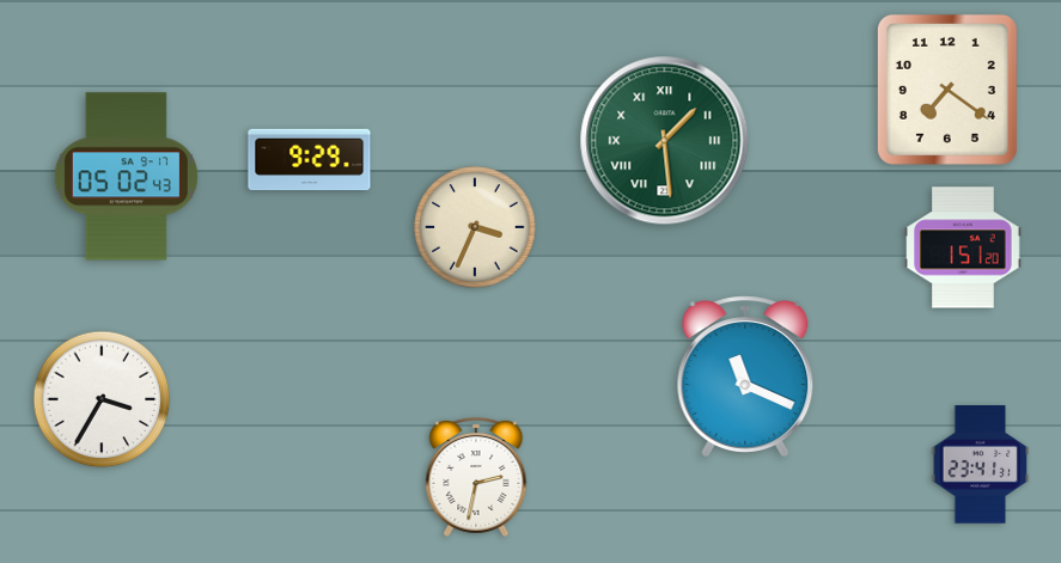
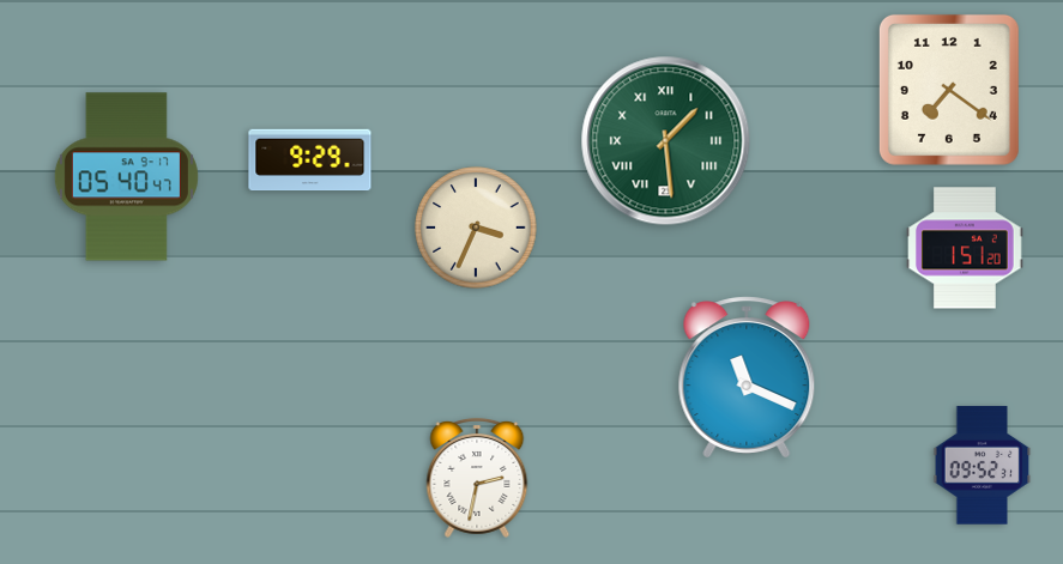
clock at (126, 177): 05:02 -> 05:40
clock at (102, 399): 3:35 -> none
clock at (981, 465): 23:41 -> 09:52
